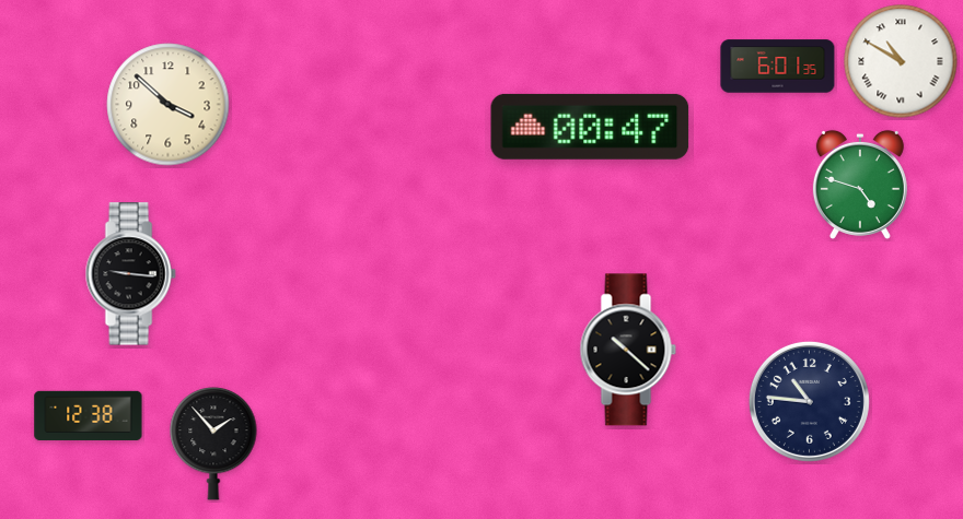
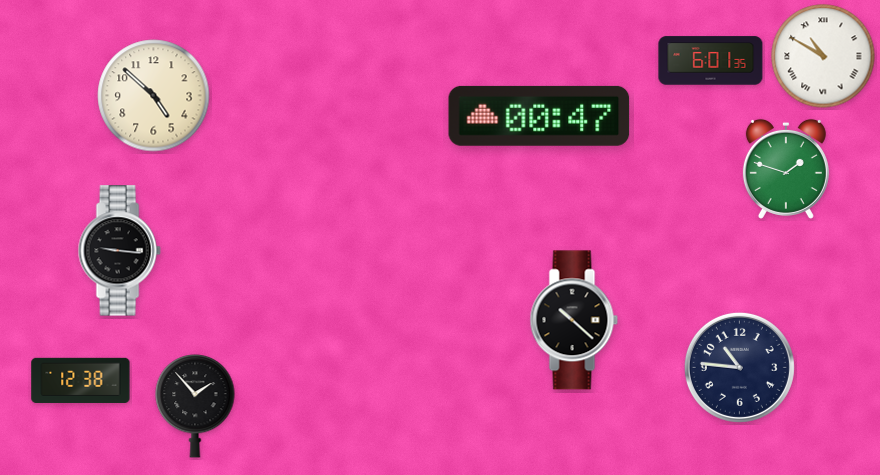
clock at (169, 105): 3:52 -> 4:52
clock at (860, 185): 4:48 -> 1:48
